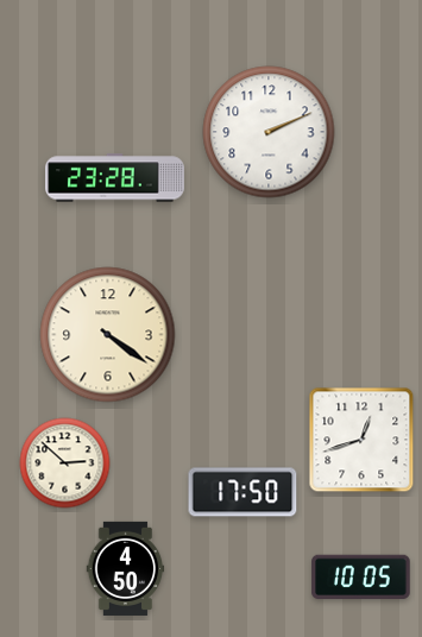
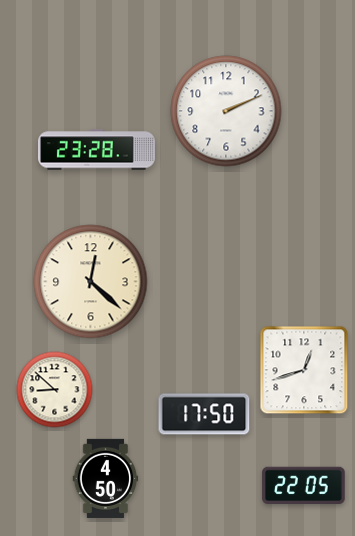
clock at (108, 335): 4:21 -> 12:22
clock at (65, 463): 2:52 -> 8:52
clock at (361, 578): 10:05 -> 22:05
